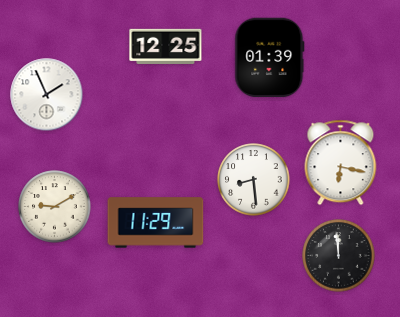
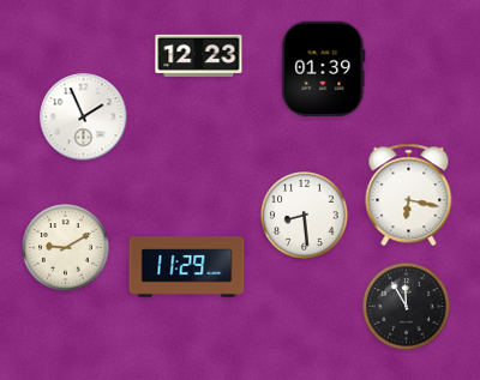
clock at (166, 46): 12:25 -> 12:23
clock at (47, 95) position: (47, 95) -> (84, 117)
clock at (339, 256): 11:59 -> 11:55
